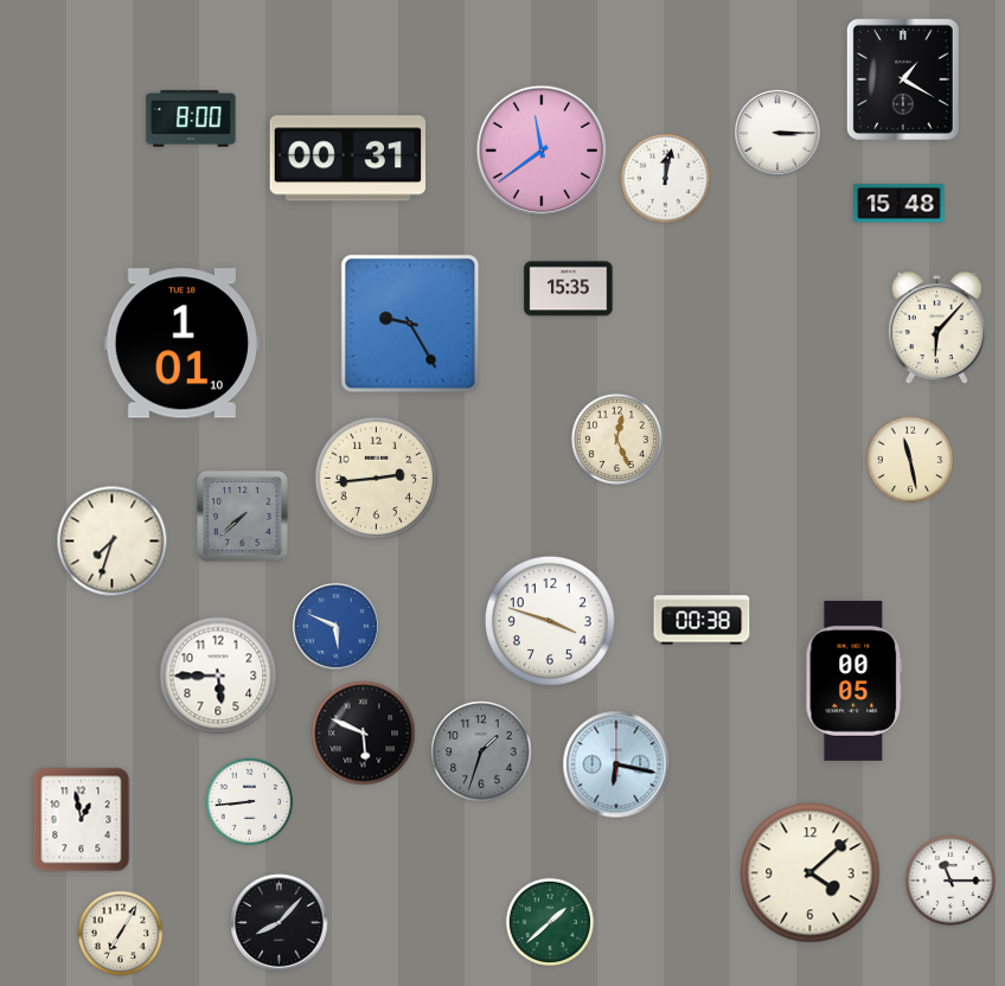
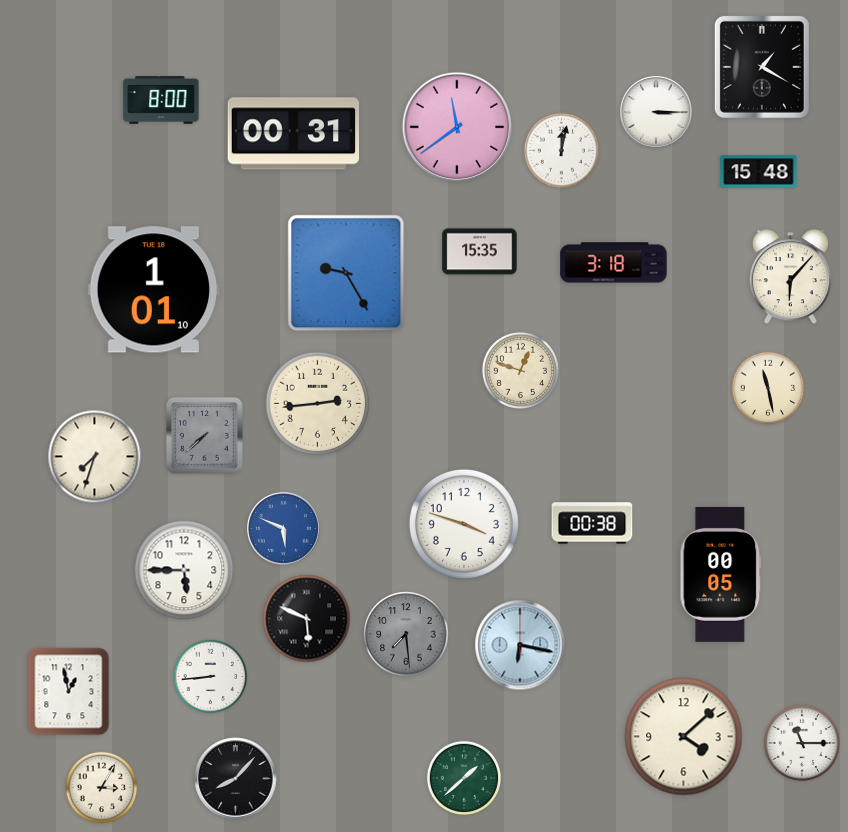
clock at (569, 289) position: (569, 289) -> (480, 252)
clock at (614, 263): none -> 3:18
clock at (616, 438): 12:26 -> 12:48
clock at (481, 751): 1:33 -> 7:29
clock at (121, 934): 7:05 -> 3:05
